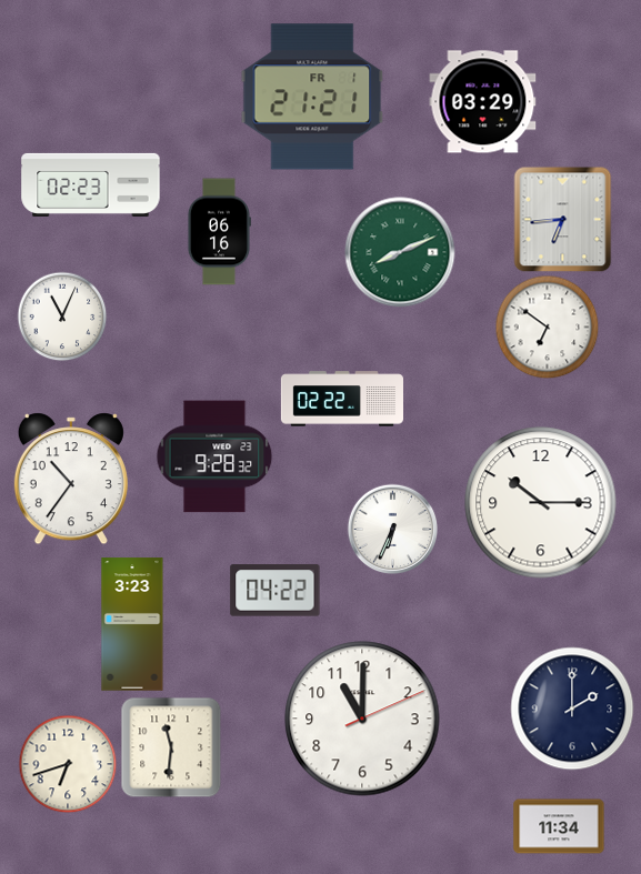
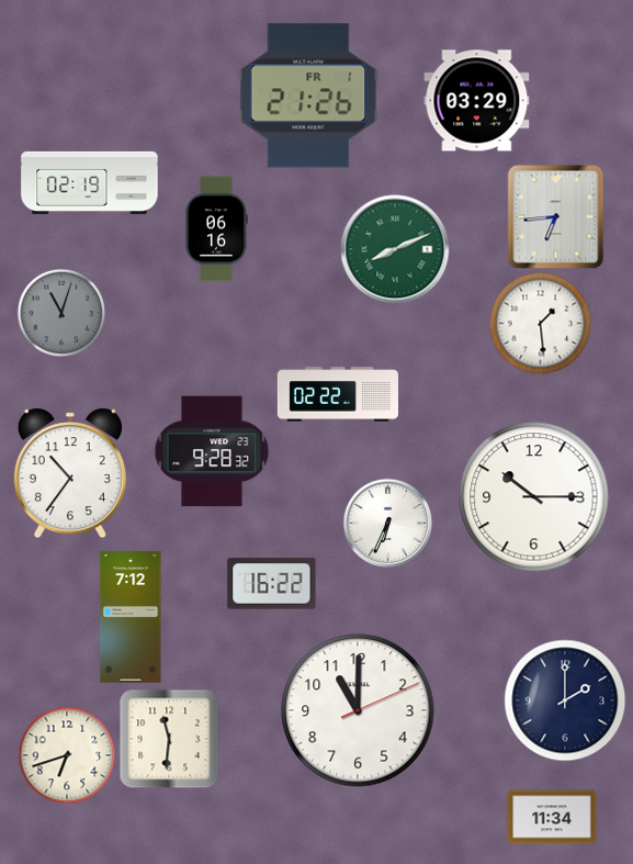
clock at (312, 97): 21:21 -> 21:26
clock at (91, 184): 02:23 -> 02:19
clock at (62, 317): 11:04 -> 11:03
clock at (62, 317) dial: white -> grey
clock at (547, 327): 6:51 -> 1:29
clock at (276, 591): 04:22 -> 16:22
clock at (132, 624): 3:23 -> 7:12
